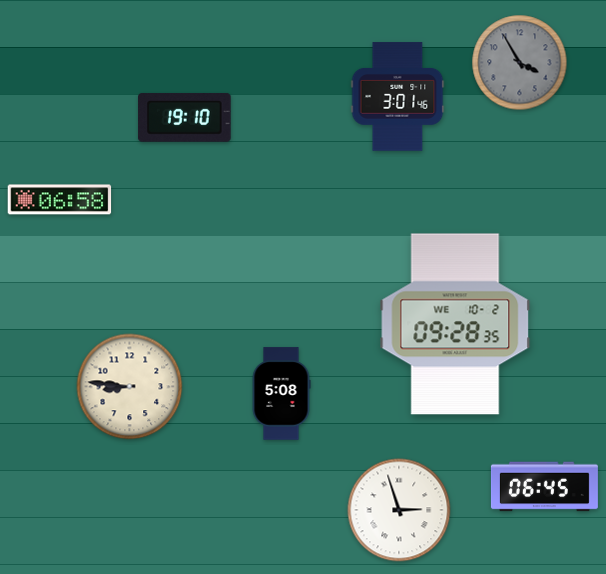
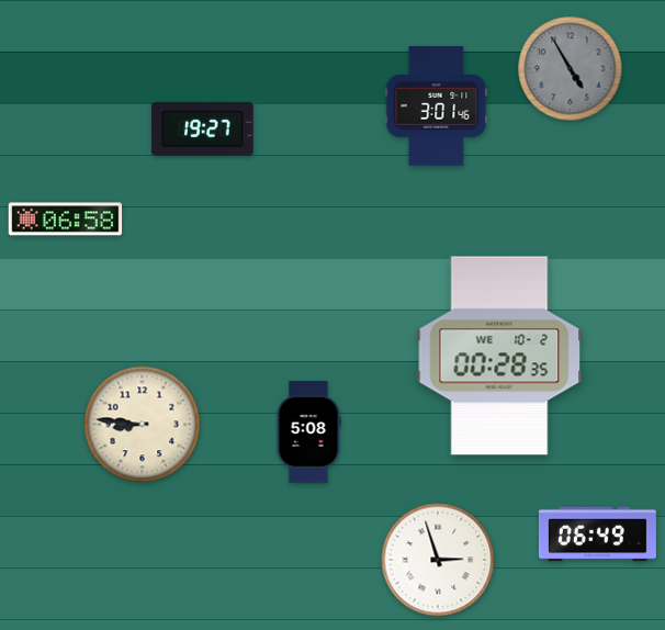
clock at (520, 63): 3:55 -> 4:55
clock at (185, 117): 19:10 -> 19:27
clock at (455, 324): 09:28 -> 00:28
clock at (544, 487): 06:45 -> 06:49
